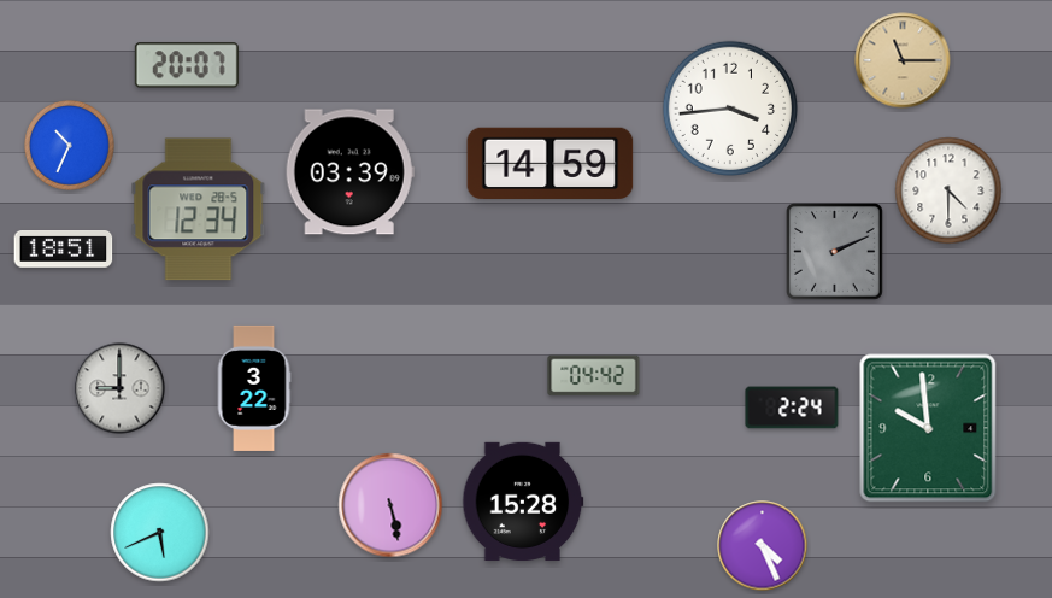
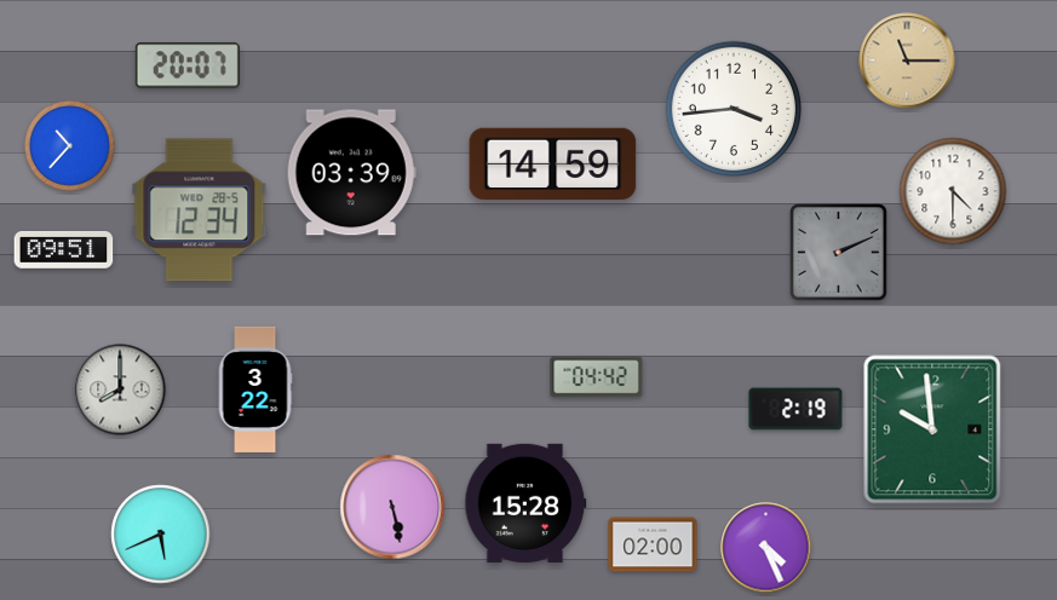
clock at (70, 146): 10:34 -> 10:37
clock at (64, 250): 18:51 -> 09:51
clock at (119, 388): 9:00 -> 8:00
clock at (792, 408): 2:24 -> 2:19
clock at (653, 544): none -> 02:00
